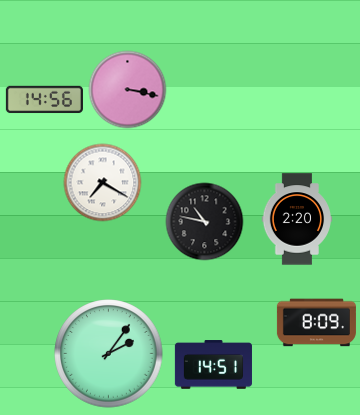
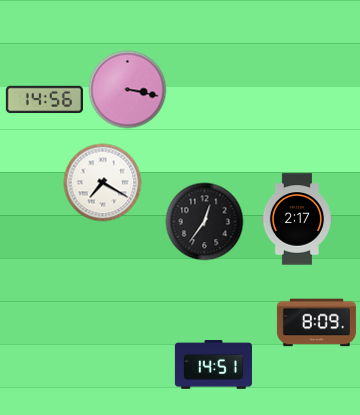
clock at (296, 219): 2:20 -> 2:17
clock at (204, 221): 10:47 -> 12:36
clock at (109, 354): 2:06 -> none
